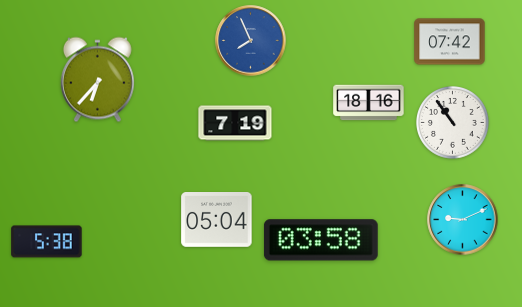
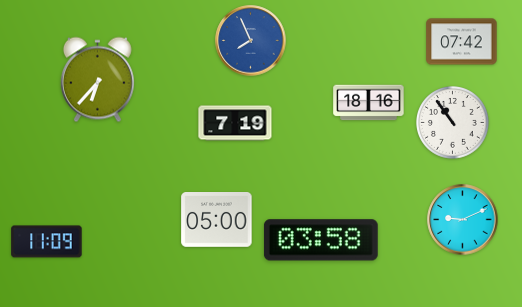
clock at (450, 42) position: (450, 42) -> (462, 42)
clock at (217, 220): 05:04 -> 05:00
clock at (47, 242): 5:38 -> 11:09
